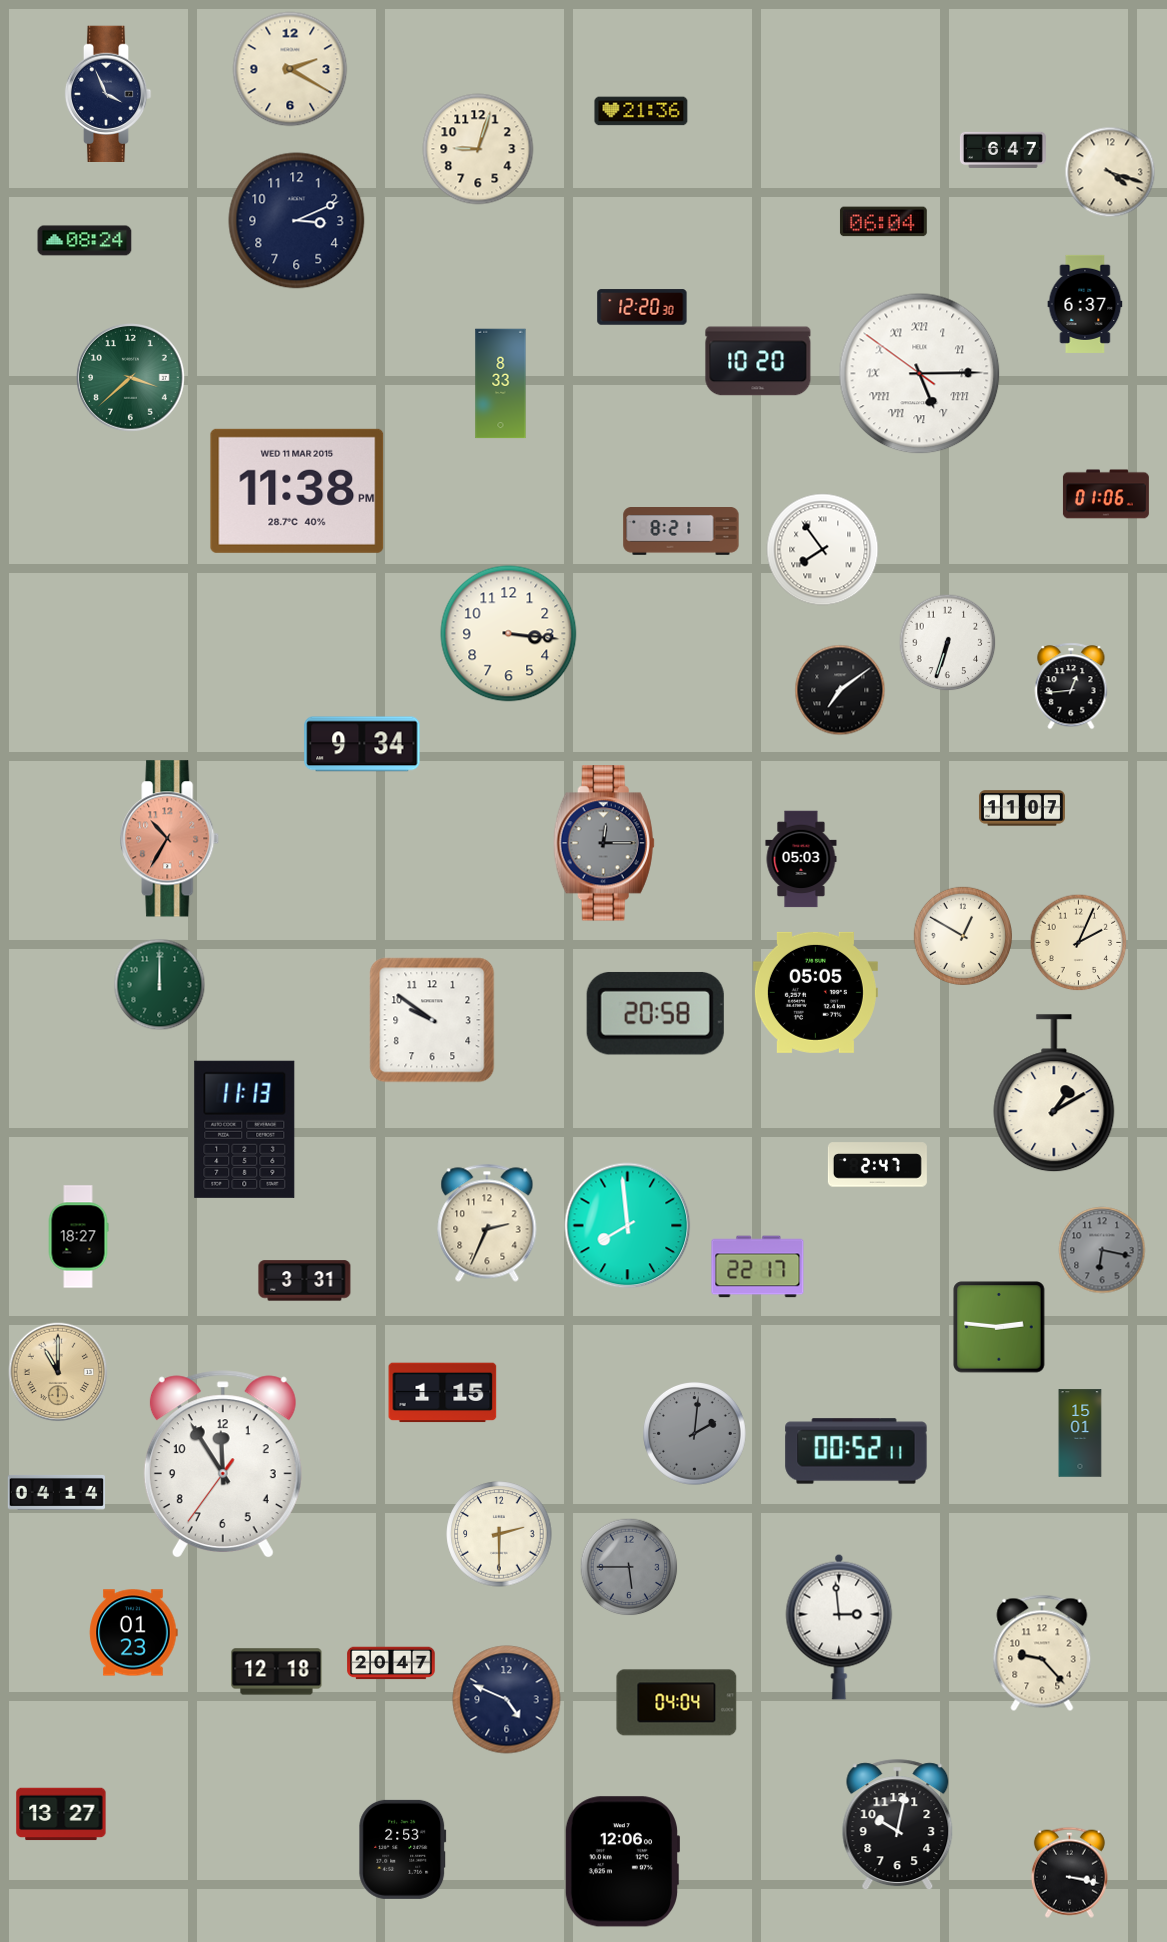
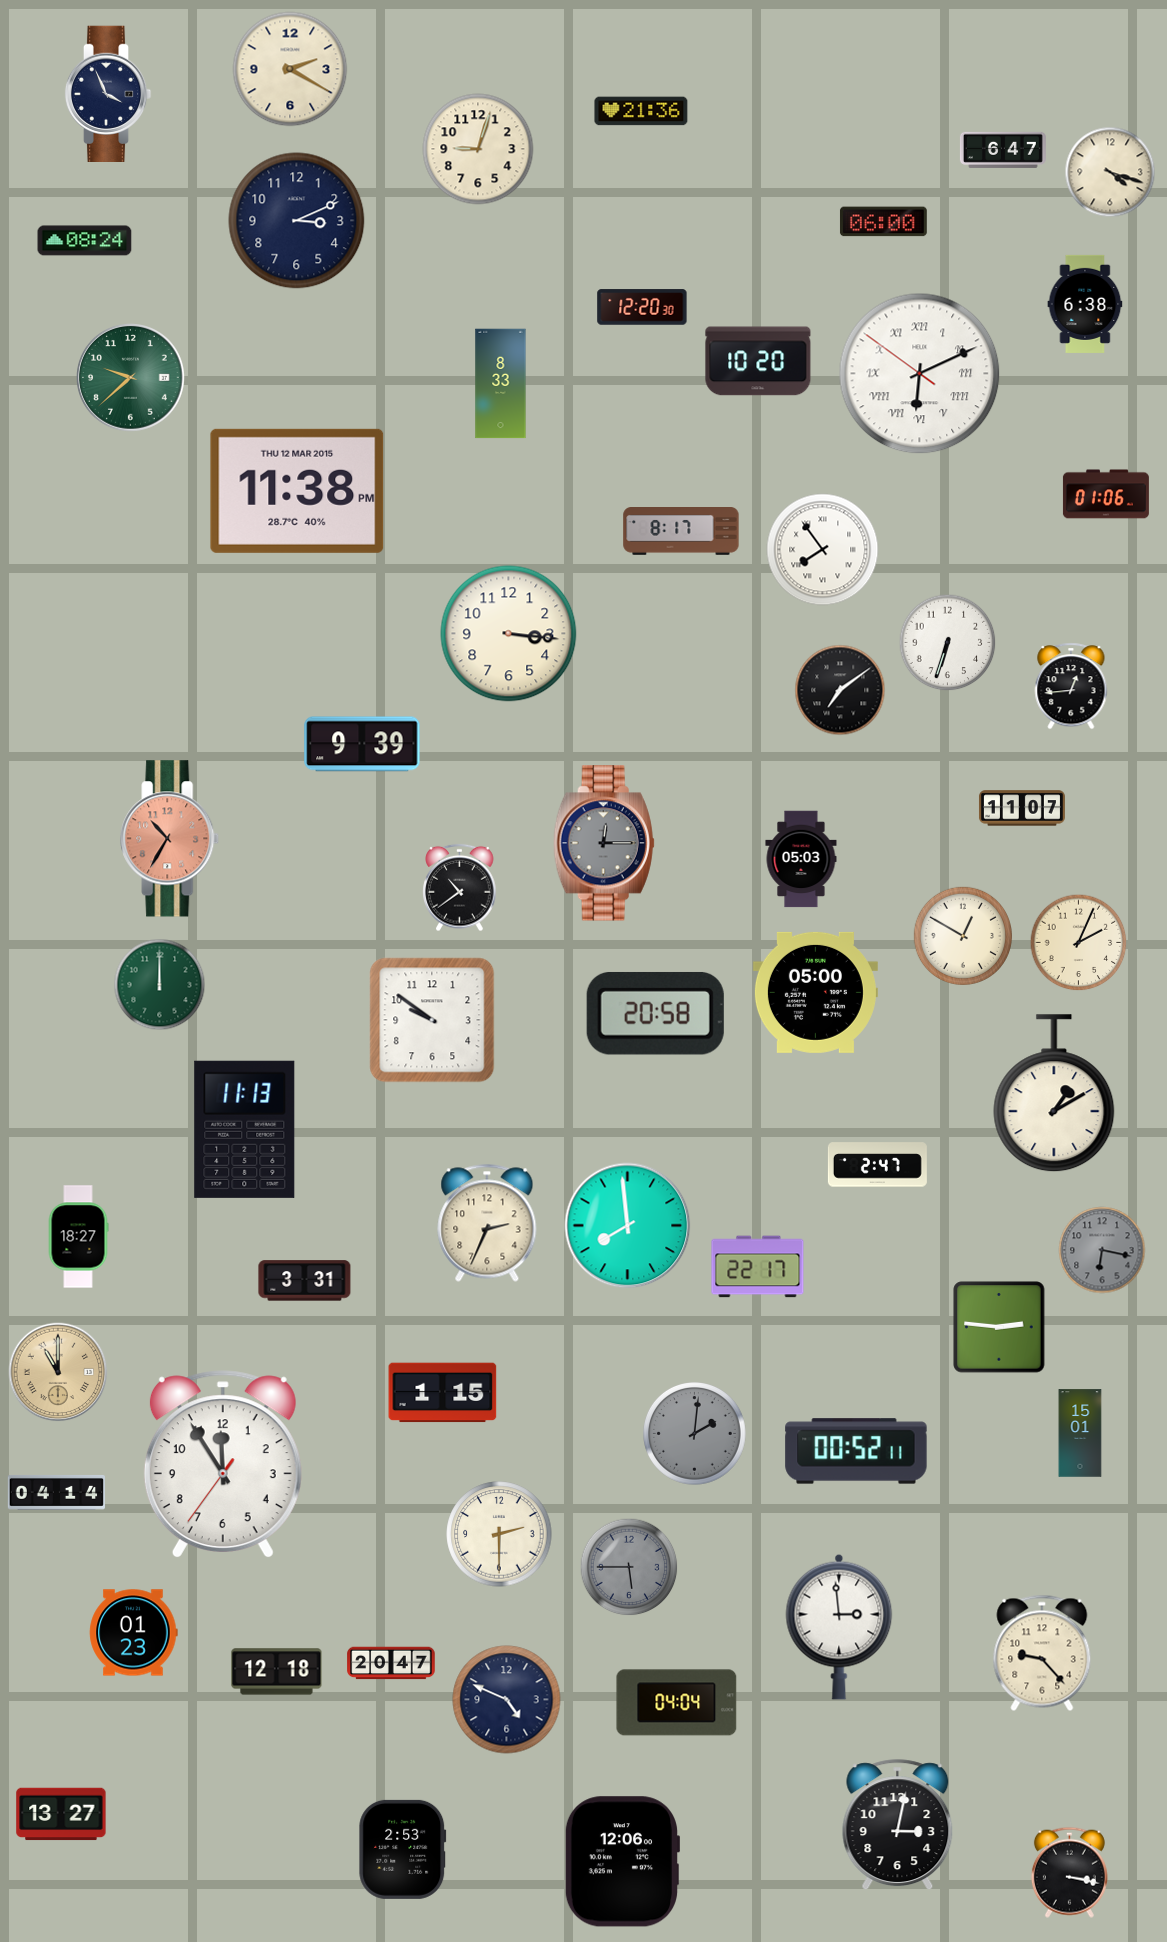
clock at (883, 222): 06:04 -> 06:00
clock at (1085, 304): 6:37 -> 6:38
clock at (920, 374): 5:14 -> 6:10
clock at (131, 378): 3:38 -> 9:38
clock at (297, 491) date: WED 11 MAR 2015 -> THU 12 MAR 2015
clock at (681, 532): 8:21 -> 8:17
clock at (362, 744): 9:34 -> 9:39
clock at (460, 888): none -> 10:39
clock at (815, 992): 05:05 -> 05:00
clock at (898, 1825): 10:02 -> 3:02
